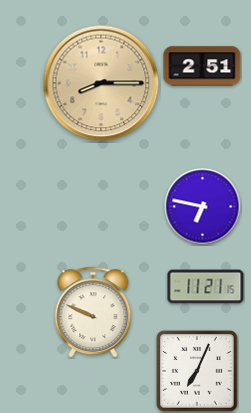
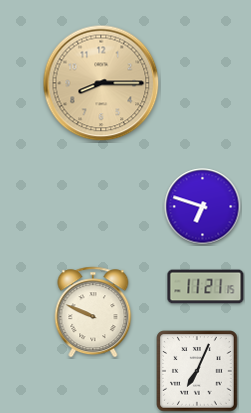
clock at (202, 66): 2:51 -> none
clock at (203, 207): 6:47 -> 6:48
